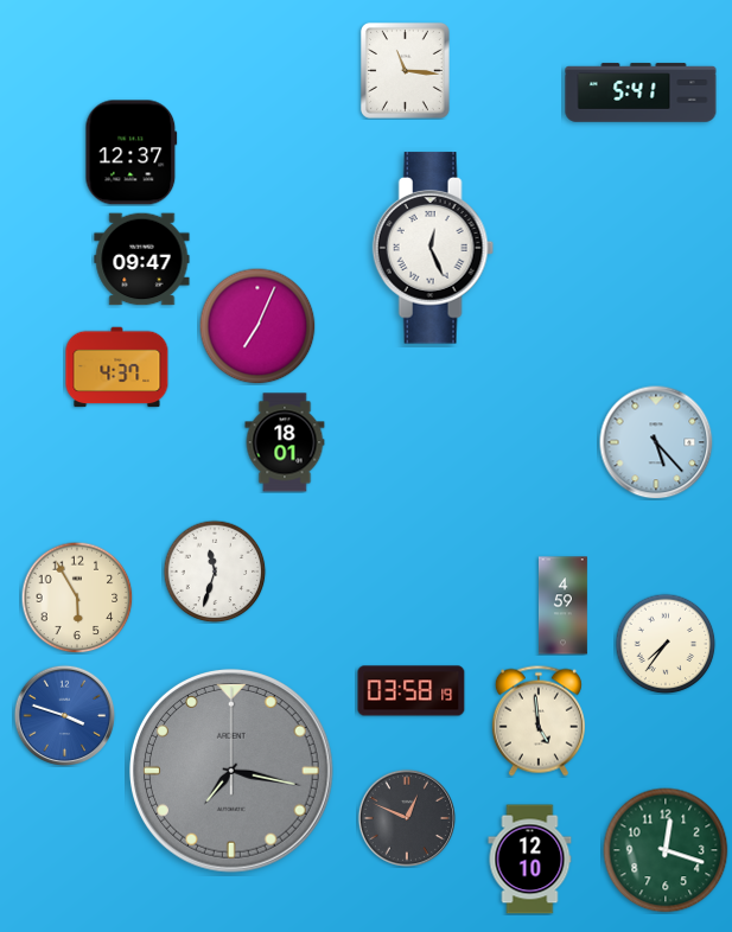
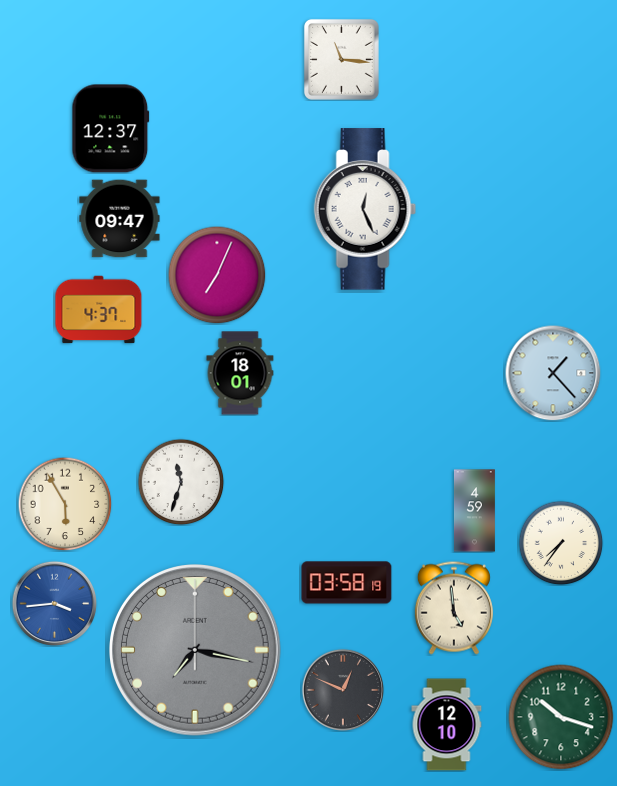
clock at (641, 92): 5:41 -> none
clock at (656, 442): 5:23 -> 1:23
clock at (64, 715): 3:48 -> 3:44
clock at (666, 850): 12:18 -> 10:18
